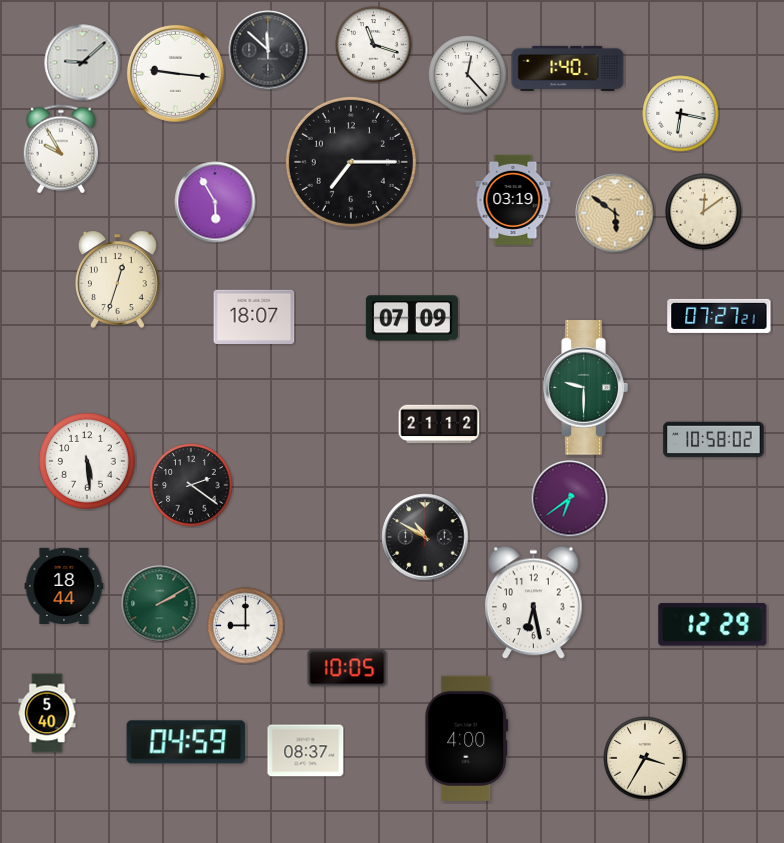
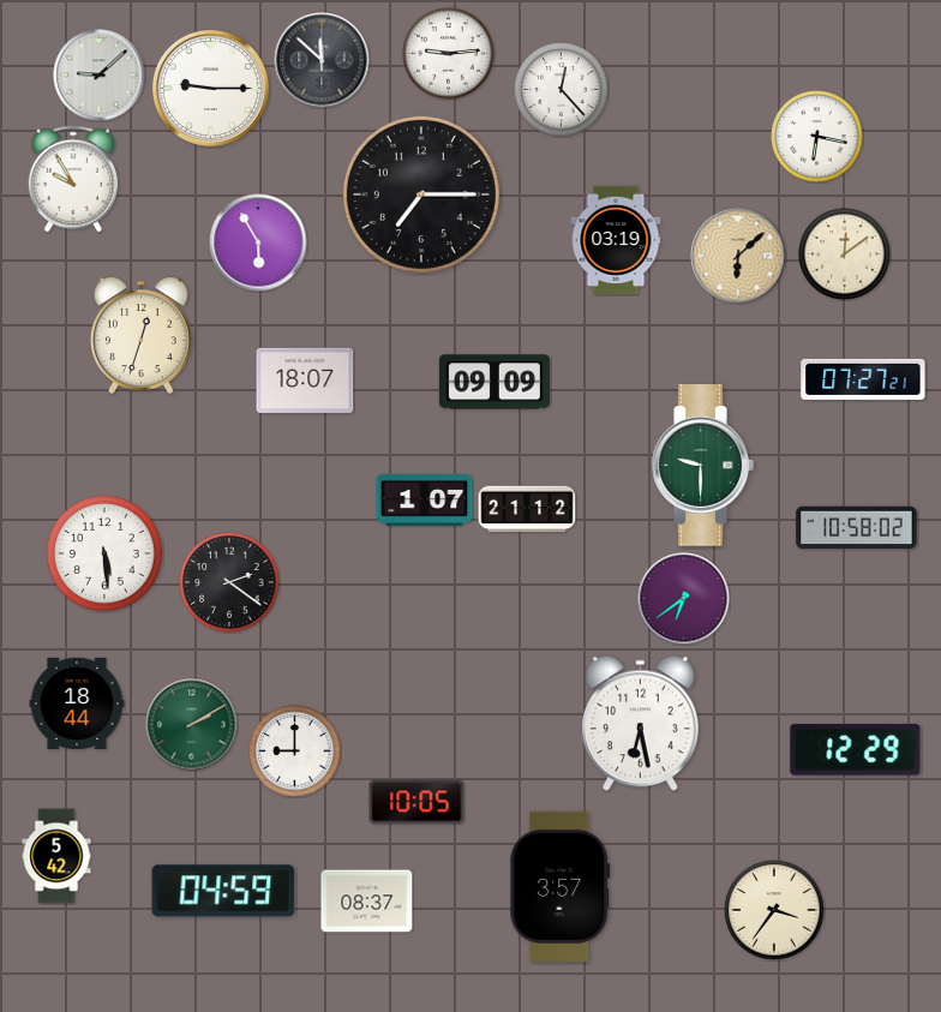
clock at (374, 45): 11:18 -> 9:14
clock at (568, 68): 1:40 -> none
clock at (175, 73): 9:16 -> 9:15
clock at (615, 213): 5:51 -> 6:08
clock at (412, 318): 07:09 -> 09:09
clock at (425, 499): none -> 1:07
clock at (425, 537): 10:50 -> none
clock at (47, 713): 5:40 -> 5:42
clock at (467, 738): 4:00 -> 3:57
clock at (645, 758): 3:35 -> 3:36
